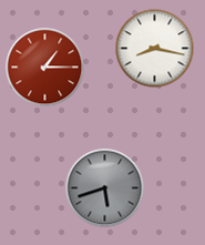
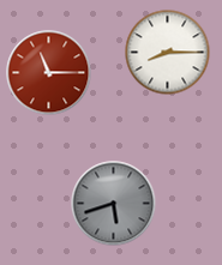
clock at (155, 49): 8:17 -> 8:15
clock at (45, 68): 1:15 -> 11:15
